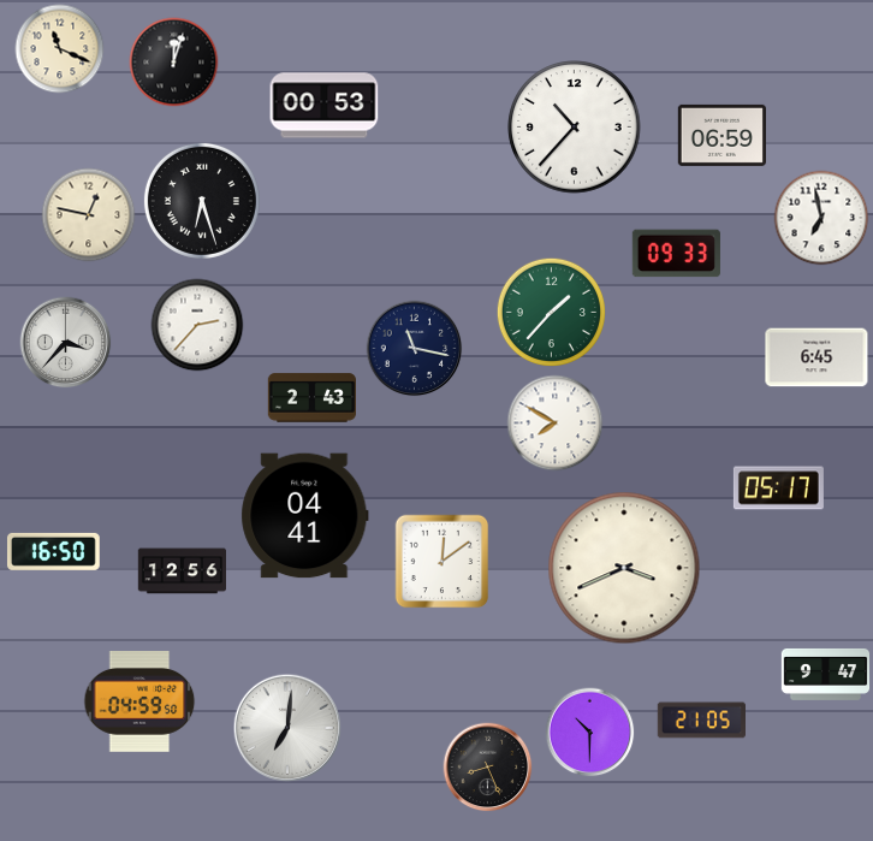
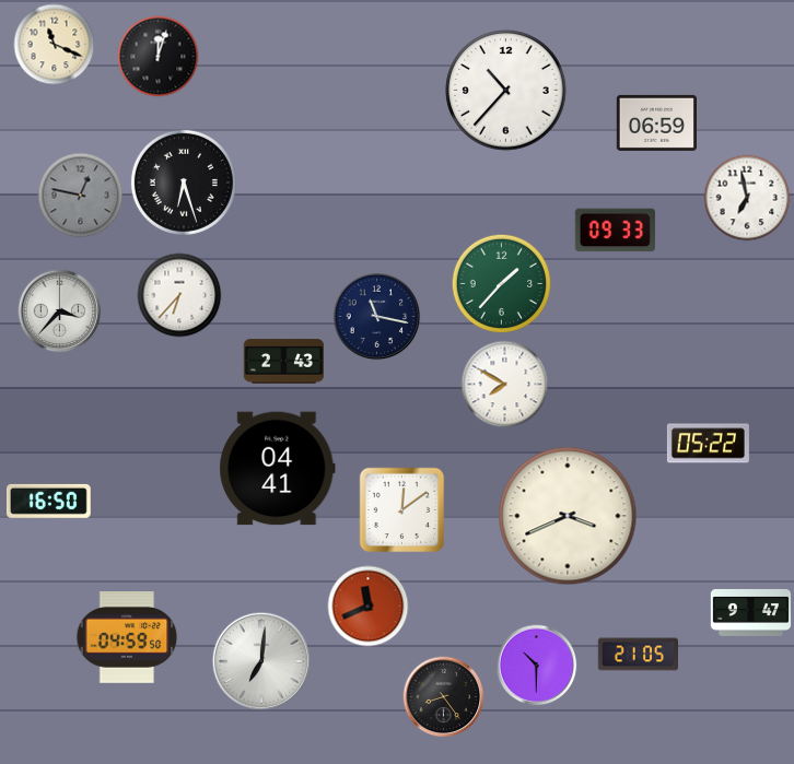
clock at (325, 106): 00:53 -> none
clock at (575, 128) position: (575, 128) -> (506, 91)
clock at (89, 215) dial: cream -> grey
clock at (197, 325): 2:37 -> 6:37
clock at (816, 357): 6:45 -> none
clock at (778, 488): 05:17 -> 05:22
clock at (182, 571): 12:56 -> none
clock at (369, 607): none -> 11:41
clock at (488, 768): 8:26 -> 8:24
